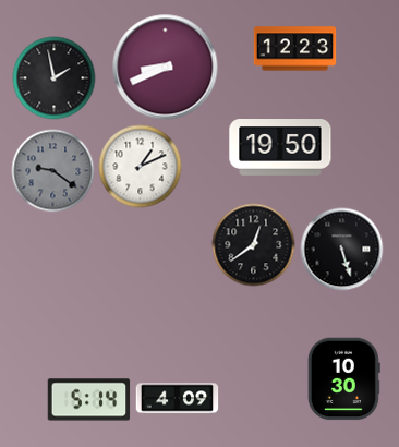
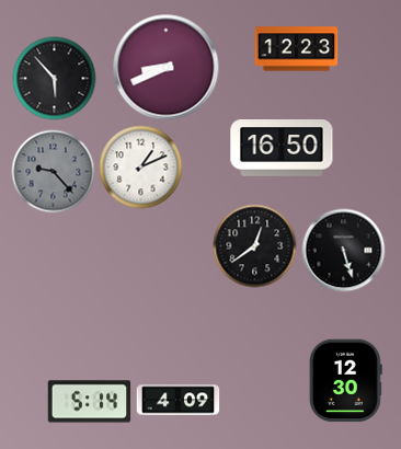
clock at (55, 78): 1:58 -> 5:53
clock at (280, 148): 19:50 -> 16:50
clock at (53, 171): 9:21 -> 9:23
clock at (343, 379): 10:30 -> 12:30
